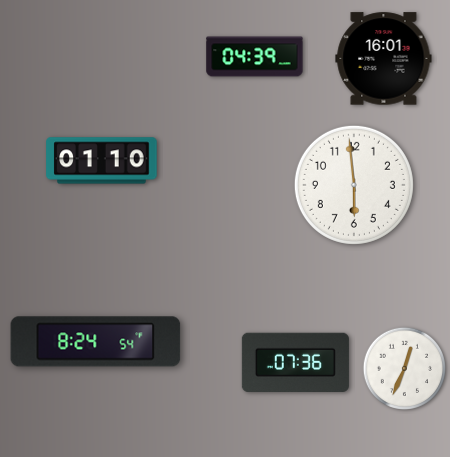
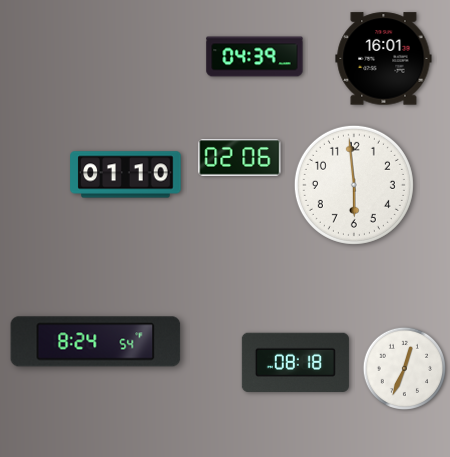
clock at (240, 158): none -> 02:06
clock at (102, 161) position: (102, 161) -> (126, 175)
clock at (295, 362): 07:36 -> 08:18
